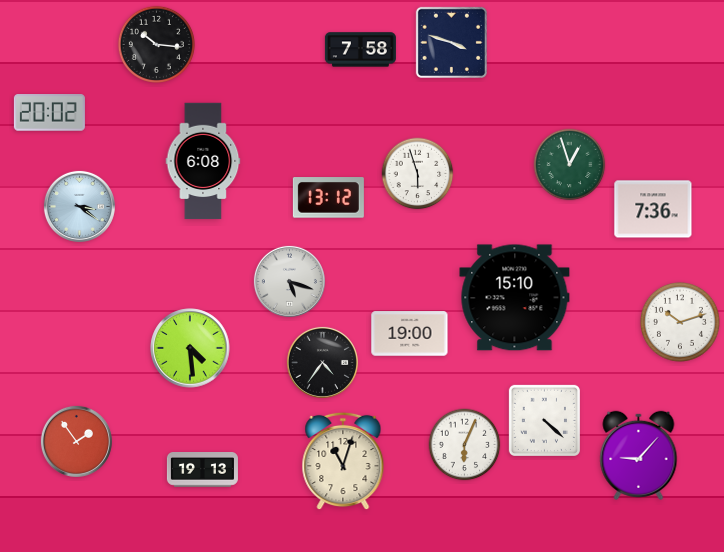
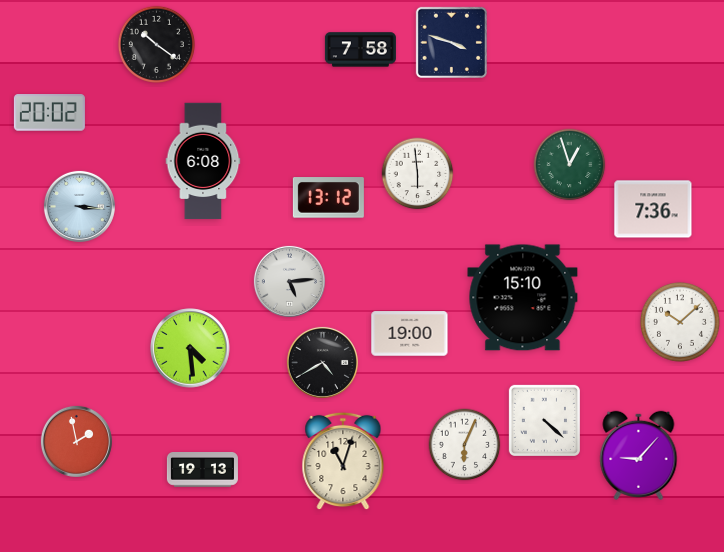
clock at (156, 44): 10:16 -> 10:21
clock at (418, 174): 5:57 -> 5:59
clock at (79, 206): 3:21 -> 3:16
clock at (289, 281): 5:18 -> 5:14
clock at (515, 298) position: (515, 298) -> (523, 298)
clock at (680, 322): 10:12 -> 10:08
clock at (322, 362): 4:36 -> 4:40
clock at (76, 441): 1:54 -> 1:58
